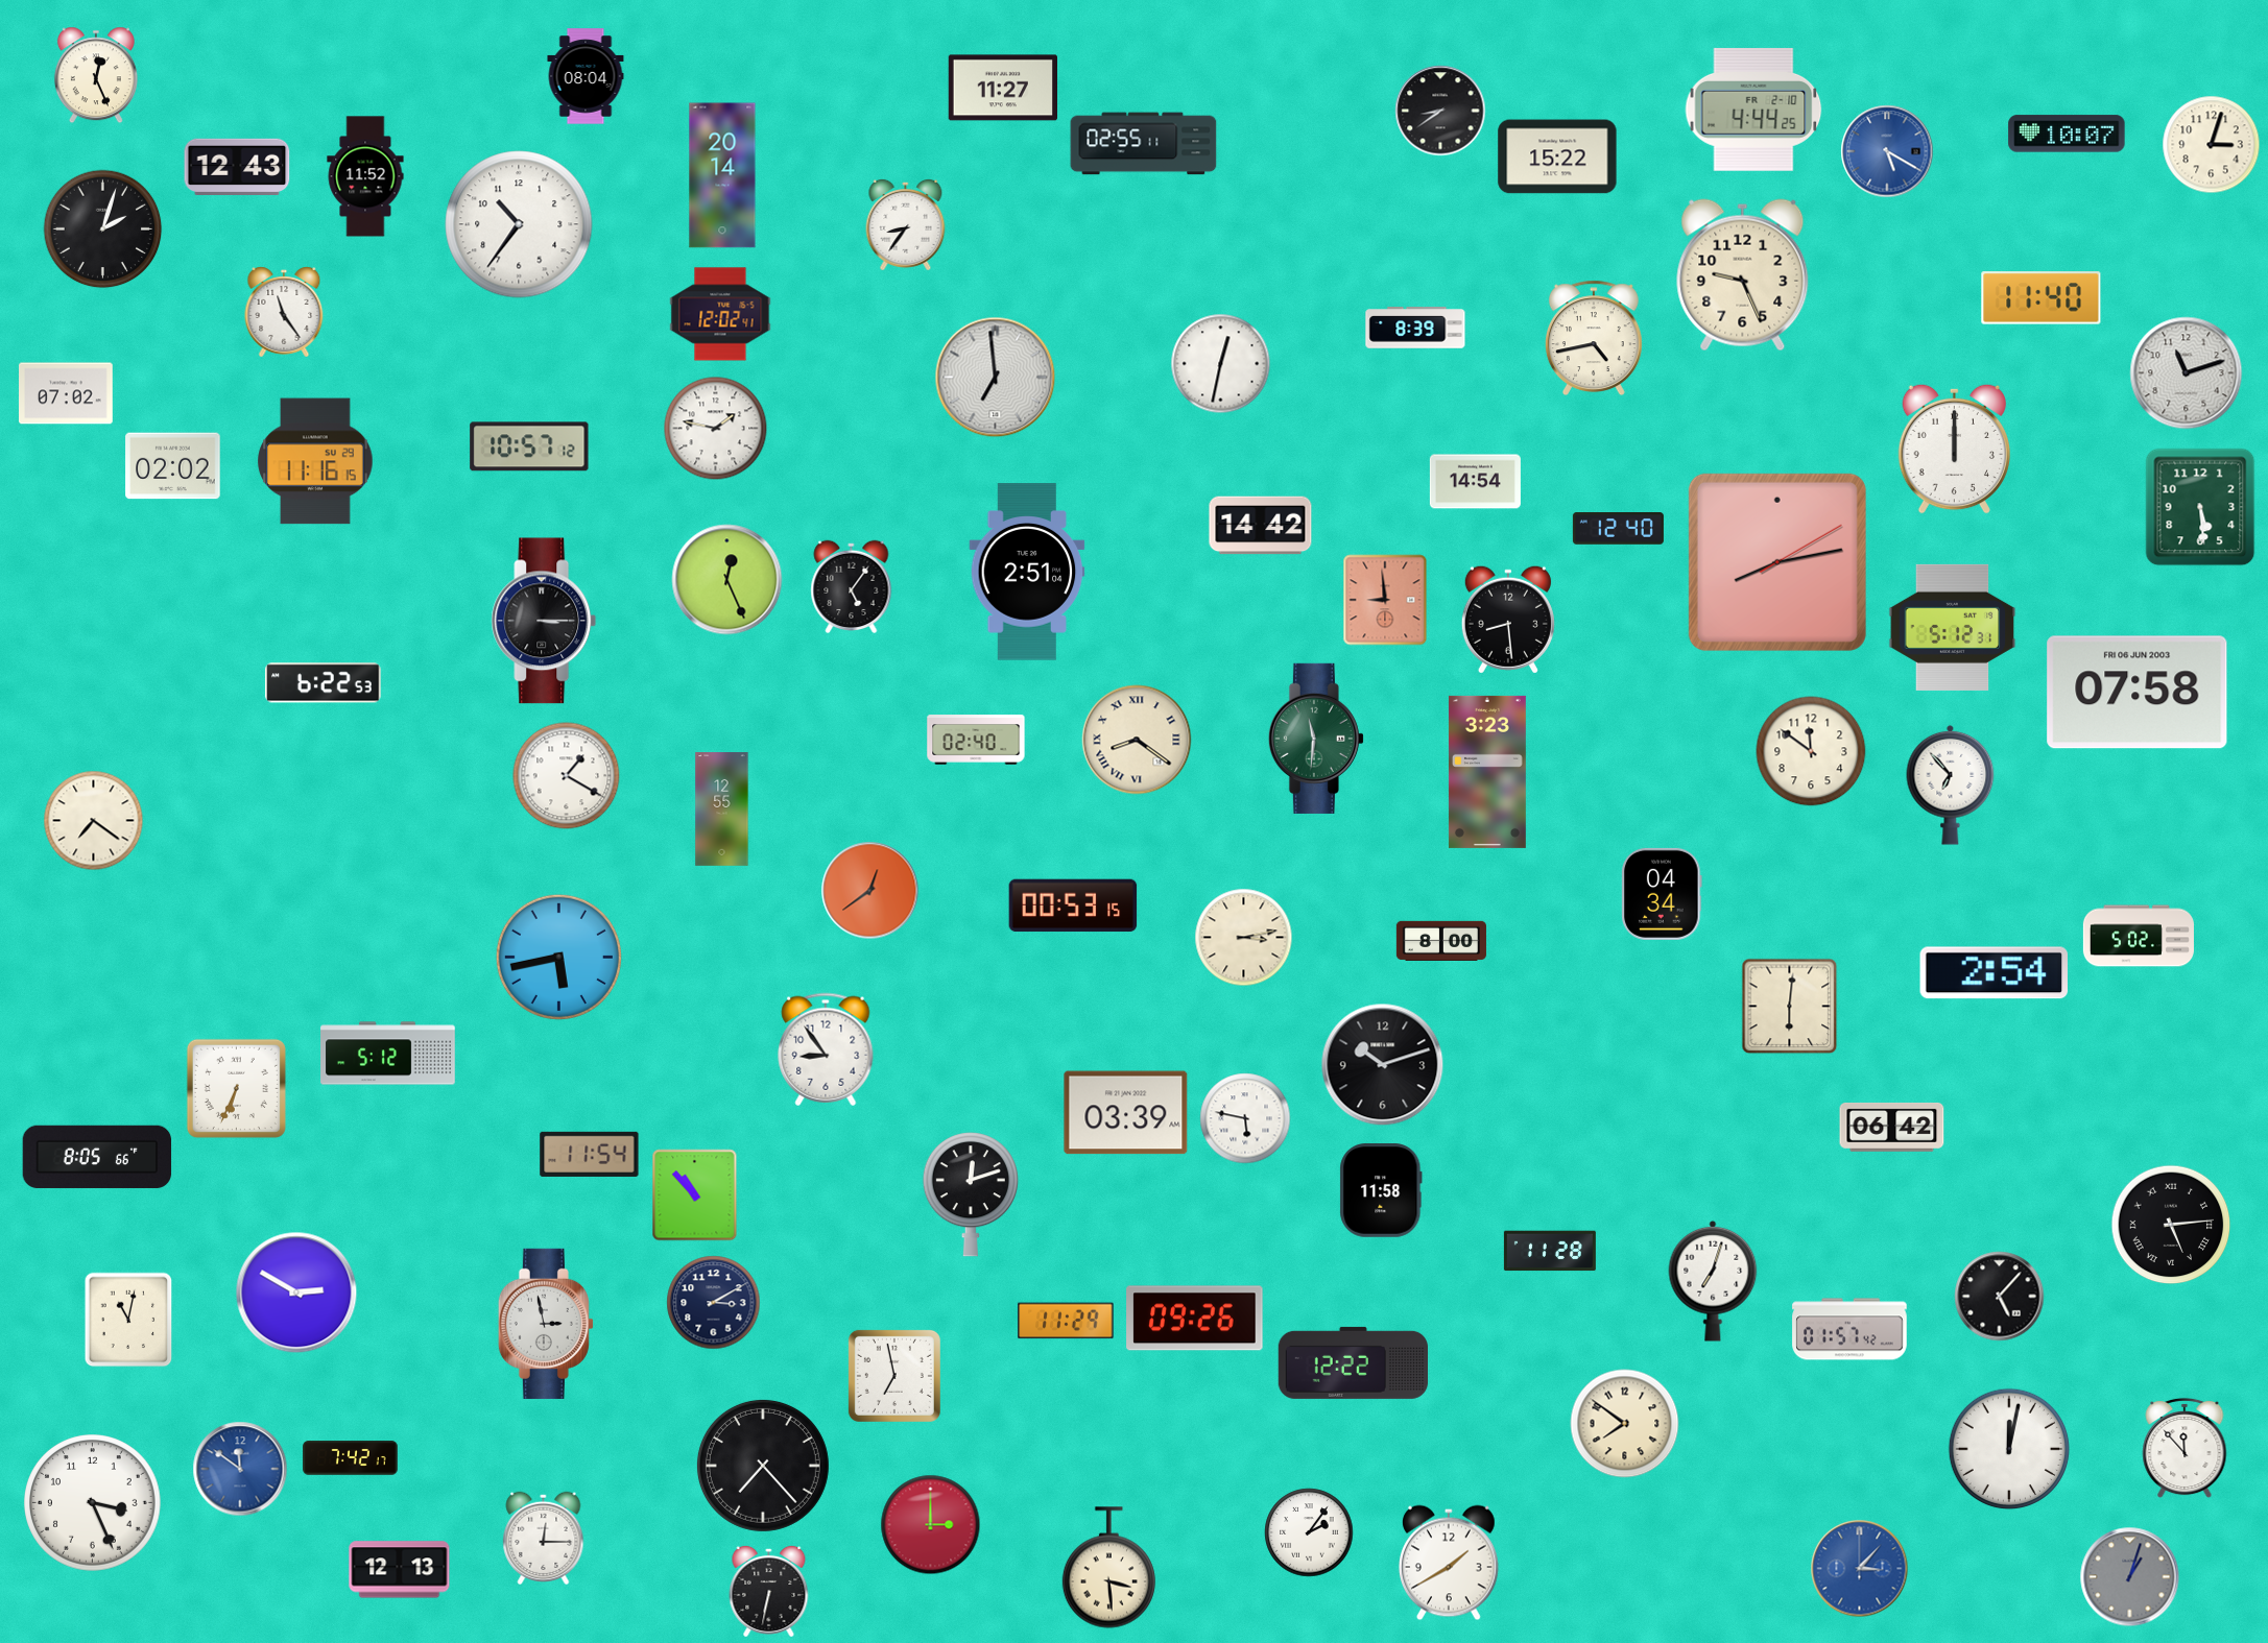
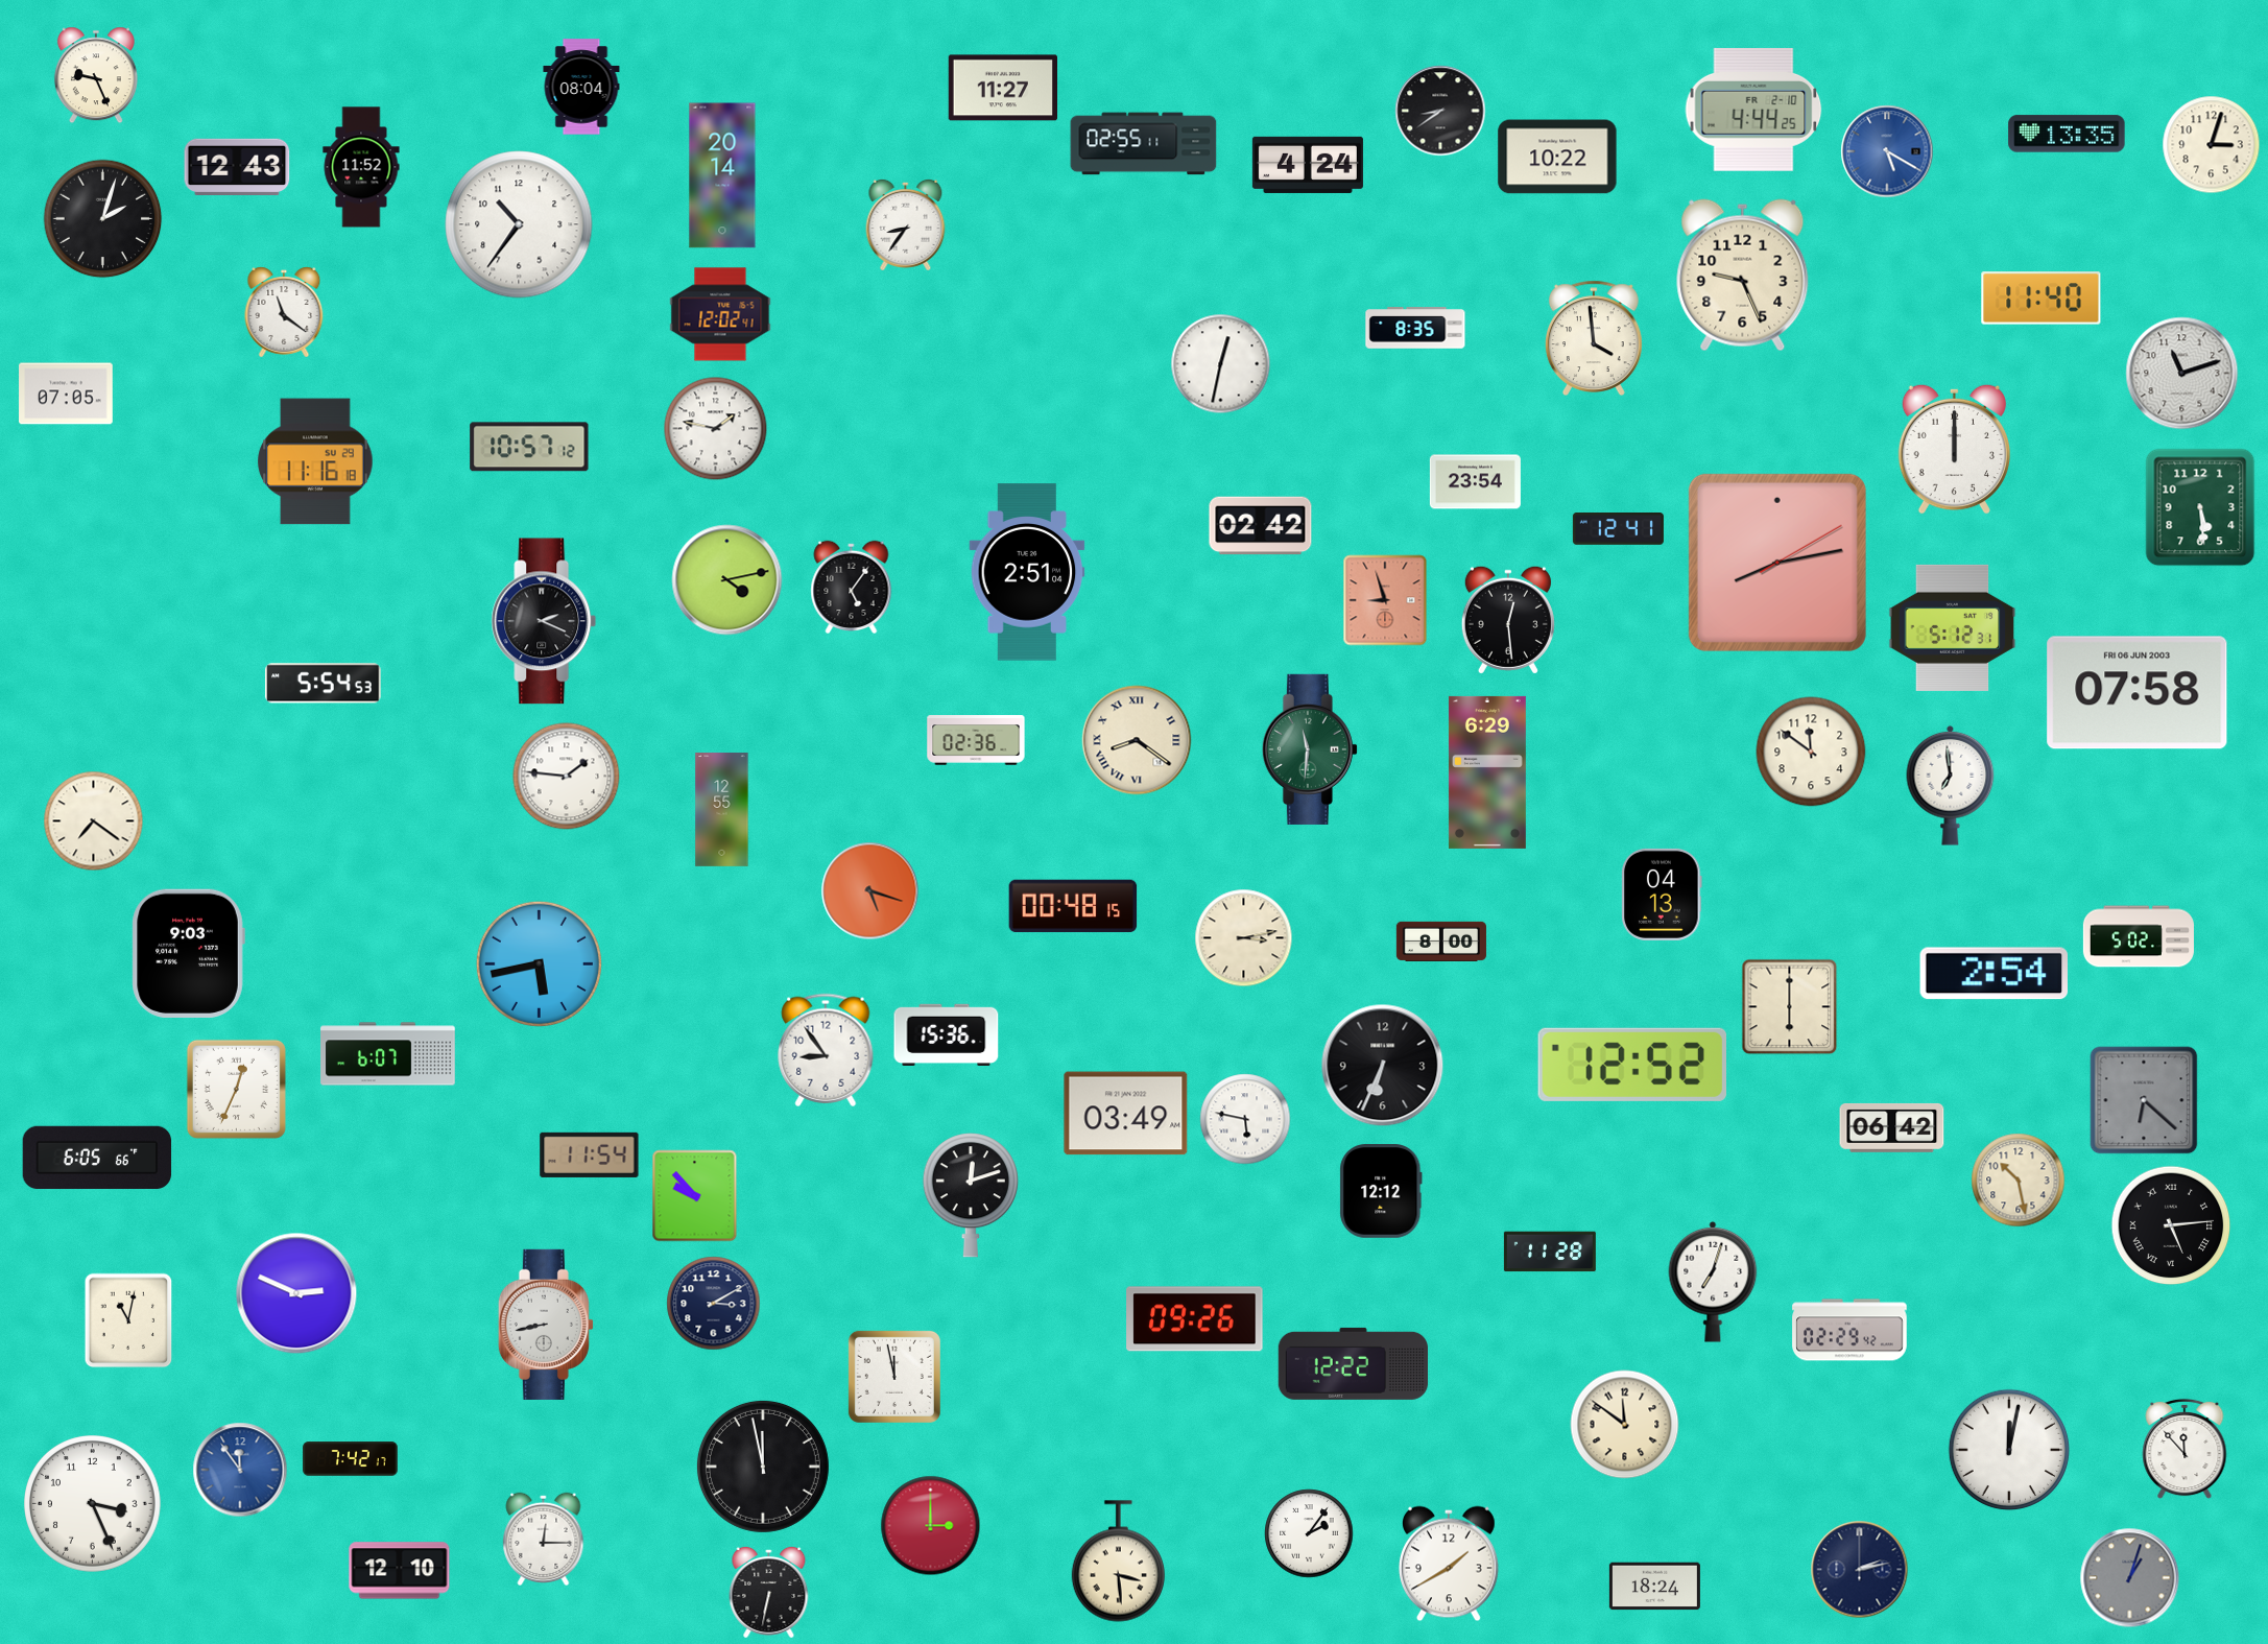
clock at (96, 75): 12:26 -> 9:26
clock at (586, 76) position: (586, 76) -> (581, 87)
clock at (2067, 134): 10:07 -> 13:35
clock at (1557, 156): 15:22 -> 10:22
clock at (1308, 165): none -> 4:24
clock at (365, 176) position: (365, 176) -> (361, 167)
clock at (103, 229) position: (103, 229) -> (103, 219)
clock at (284, 312): 11:24 -> 11:21
clock at (1415, 328): 8:39 -> 8:35
clock at (1594, 338): 4:43 -> 3:59
clock at (2187, 373) position: (2187, 373) -> (2182, 374)
clock at (996, 378): 6:59 -> none
clock at (67, 393): 07:02 -> 07:05
clock at (315, 461): 11:16:15 -> 11:16:18
clock at (173, 466): 02:02 -> none
clock at (1475, 482): 14:54 -> 23:54
clock at (1261, 526): 14:42 -> 02:42
clock at (1618, 529): 12:40 -> 12:41
clock at (727, 580): 12:26 -> 4:13
clock at (1385, 600): 8:59 -> 8:57
clock at (1508, 620): 8:29 -> 12:29
clock at (544, 621): 3:15 -> 2:19
clock at (324, 683): 6:22 -> 5:54
clock at (1316, 739) position: (1316, 739) -> (1310, 749)
clock at (976, 740): 02:40 -> 02:36
clock at (1487, 772): 3:23 -> 6:29
clock at (567, 776): 1:20 -> 1:46
clock at (1951, 784): 6:53 -> 6:59
clock at (870, 891): 12:39 -> 5:18
clock at (1662, 894): 04:34 -> 04:13
clock at (1073, 905): 00:53 -> 00:48
clock at (188, 953): none -> 9:03
clock at (558, 957) position: (558, 957) -> (539, 963)
clock at (1790, 1007): 6:01 -> 6:00
clock at (947, 1034): none -> 15:36
clock at (388, 1054): 5:12 -> 6:07
clock at (1631, 1065): none -> 12:52
clock at (1383, 1065): 10:12 -> 6:34
clock at (236, 1088): 6:34 -> 12:34
clock at (2144, 1100): none -> 6:22
clock at (1126, 1113): 03:39 -> 03:49
clock at (97, 1157): 8:05 -> 6:05
clock at (2019, 1181): none -> 10:28
clock at (1381, 1191): 11:58 -> 12:12
clock at (695, 1195): 10:53 -> 9:53
clock at (296, 1292): 2:50 -> 2:49
clock at (2000, 1297): 5:07 -> none
clock at (1066, 1321): 11:29 -> none
clock at (546, 1324): 2:58 -> 8:43
clock at (1849, 1329): 01:57 -> 02:29
clock at (894, 1376): 6:58 -> 11:58
clock at (1625, 1424): 7:51 -> 11:51
clock at (763, 1466): 7:23 -> 11:58
clock at (240, 1469): 11:51 -> 11:54
clock at (1108, 1568) position: (1108, 1568) -> (1118, 1562)
clock at (1860, 1569): 3:07 -> 2:13
clock at (1860, 1569) dial: blue -> navy
clock at (400, 1570): 12:13 -> 12:10
clock at (1654, 1587): none -> 18:24
